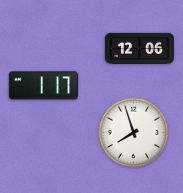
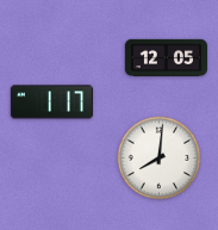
clock at (139, 48): 12:06 -> 12:05
clock at (134, 133): 7:57 -> 8:01
